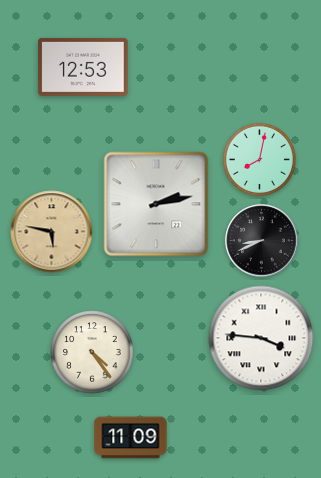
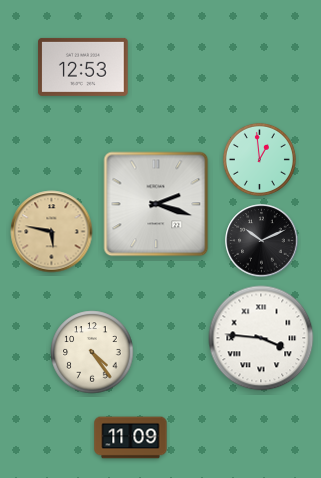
clock at (259, 159): 8:02 -> 12:59
clock at (156, 204): 2:13 -> 2:18
clock at (262, 241): 8:41 -> 10:11
